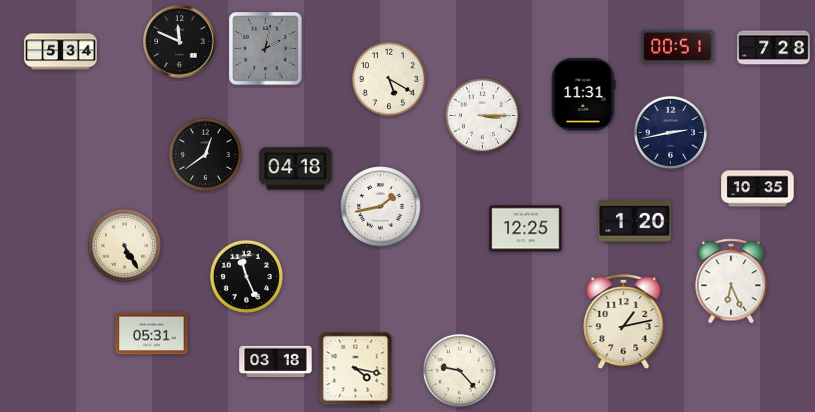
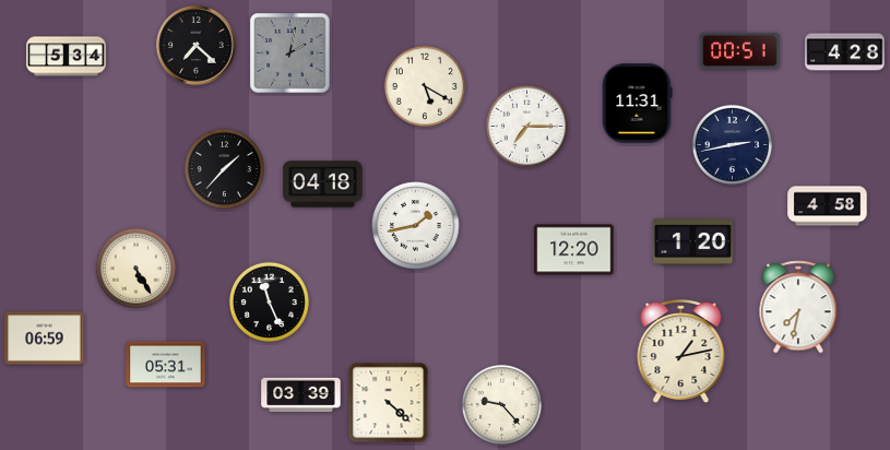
clock at (180, 42): 11:49 -> 7:22
clock at (774, 48): 7:28 -> 4:28
clock at (482, 115): 3:15 -> 7:15
clock at (205, 154): 12:39 -> 1:37
clock at (758, 189): 10:35 -> 4:58
clock at (526, 229): 12:25 -> 12:20
clock at (731, 281): 6:26 -> 7:32
clock at (45, 339): none -> 06:59
clock at (276, 362): 03:18 -> 03:39
clock at (356, 369): 4:17 -> 4:22
